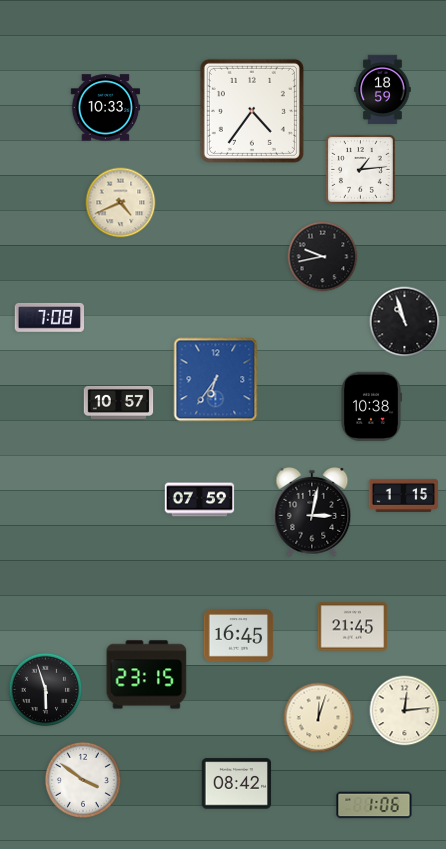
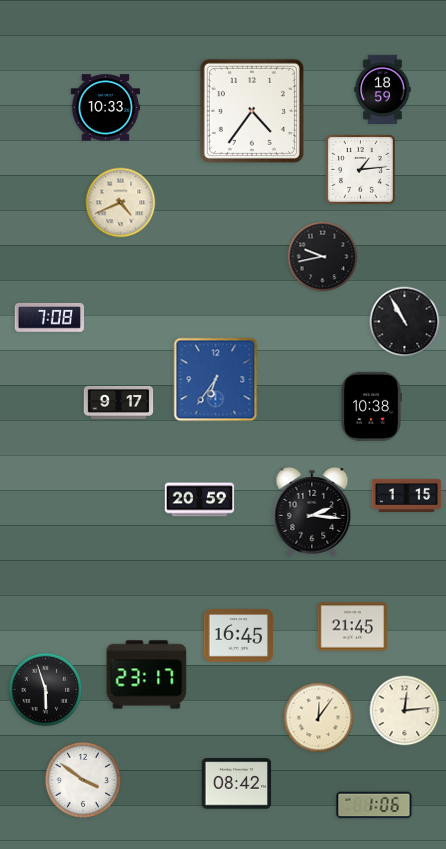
clock at (405, 322): 10:57 -> 10:55
clock at (119, 402): 10:57 -> 9:17
clock at (404, 495) position: (404, 495) -> (407, 495)
clock at (200, 500): 07:59 -> 20:59
clock at (312, 512): 3:02 -> 2:16
clock at (147, 675): 23:15 -> 23:17
clock at (319, 718): 12:03 -> 12:06
